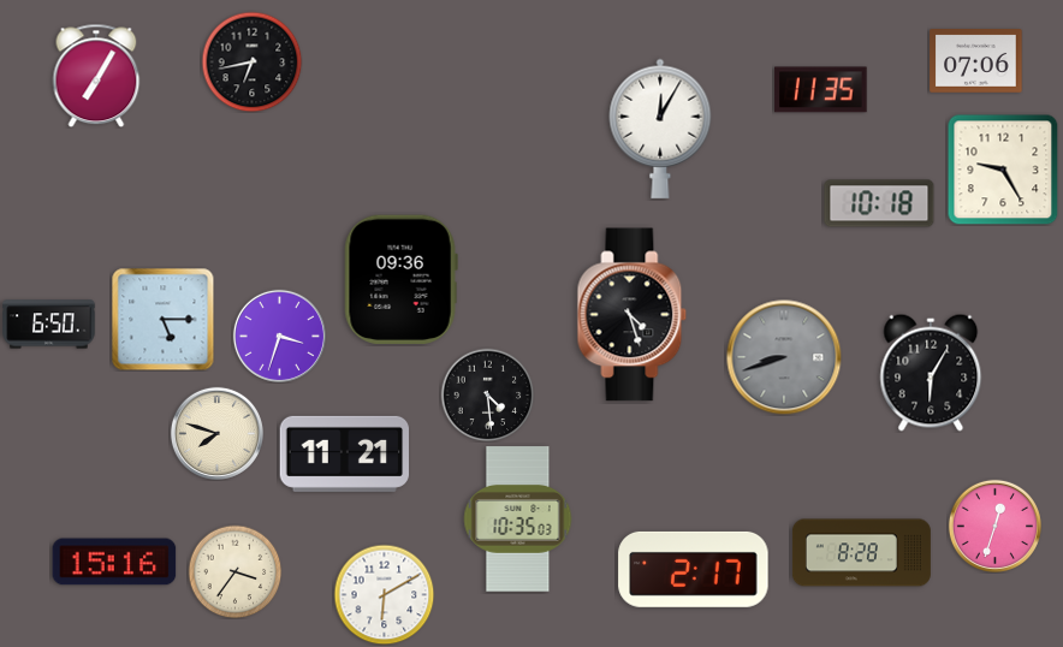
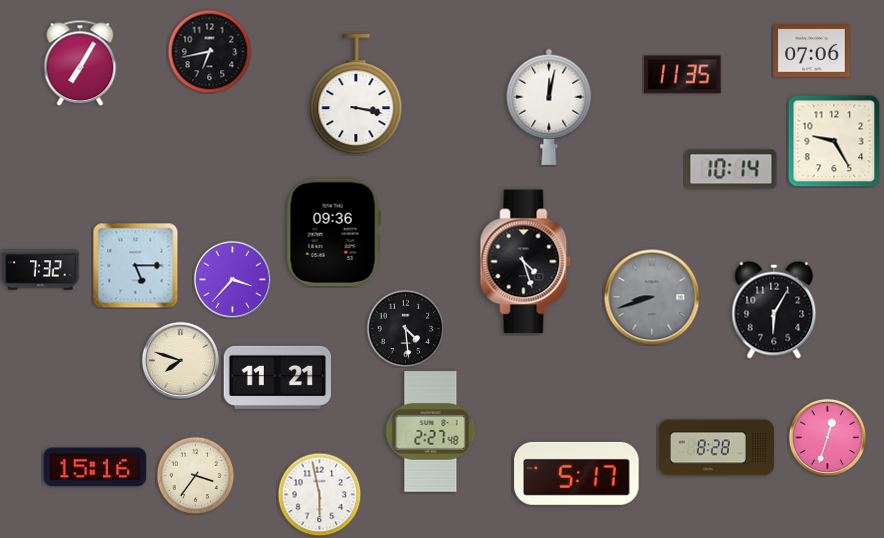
clock at (356, 95): none -> 3:17
clock at (660, 129): 12:05 -> 12:02
clock at (879, 203): 10:18 -> 10:14
clock at (49, 325): 6:50 -> 7:32
clock at (279, 336): 3:33 -> 3:37
clock at (344, 453) position: (344, 453) -> (277, 377)
clock at (518, 520): 10:35 -> 2:27
clock at (861, 553) position: (861, 553) -> (716, 448)
clock at (694, 569): 2:17 -> 5:17
clock at (384, 594): 6:10 -> 5:58
